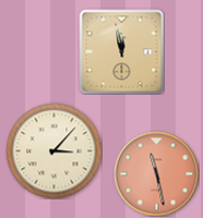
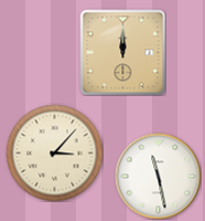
clock at (121, 51): 11:58 -> 12:00
clock at (156, 173) dial: salmon -> white
